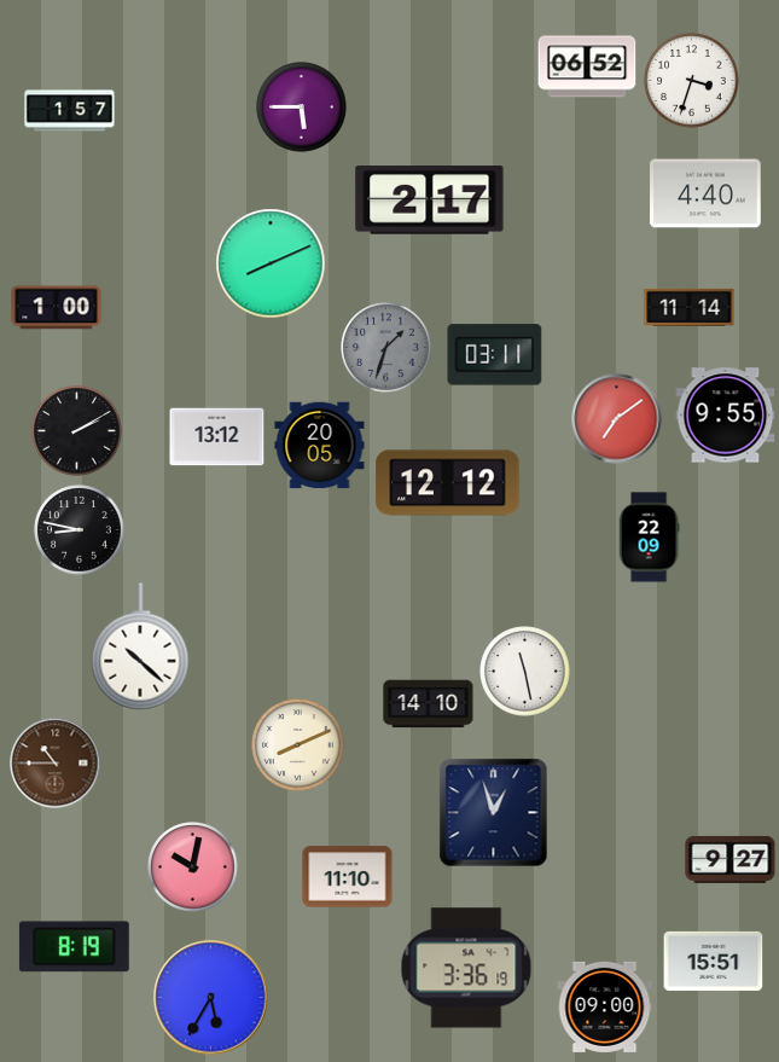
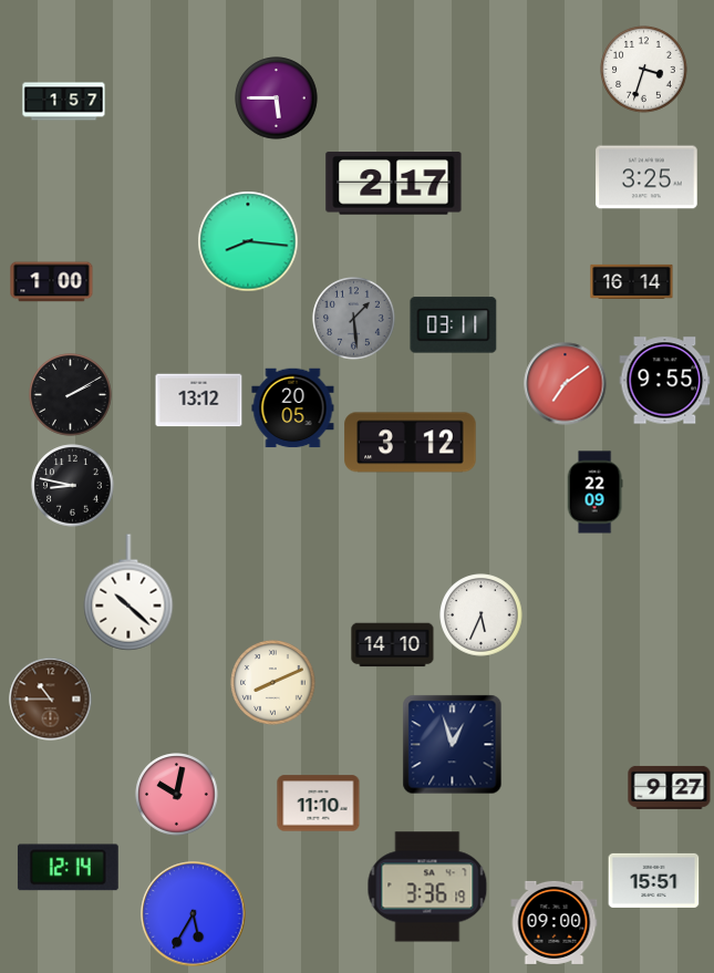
clock at (587, 66): 06:52 -> none
clock at (692, 81) position: (692, 81) -> (644, 70)
clock at (705, 193): 4:40 -> 3:25
clock at (271, 263): 8:11 -> 8:16
clock at (690, 307): 11:14 -> 16:14
clock at (386, 348): 1:33 -> 1:29
clock at (448, 483): 12:12 -> 3:12
clock at (525, 672): 11:28 -> 5:34
clock at (74, 947): 8:19 -> 12:14
